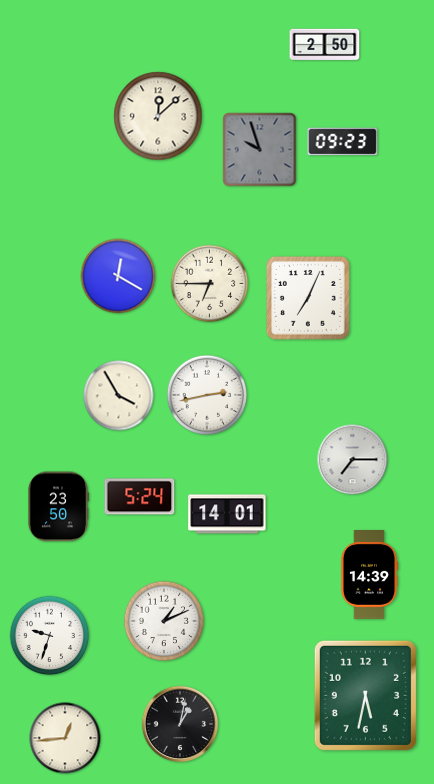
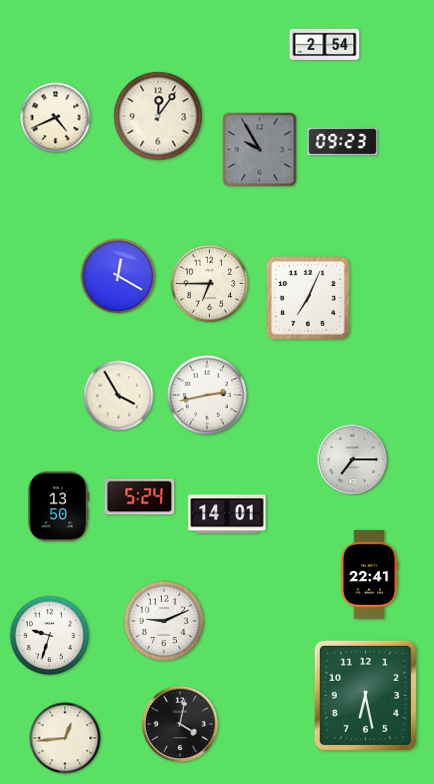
clock at (325, 45): 2:50 -> 2:54
clock at (158, 116): 12:08 -> 12:06
clock at (56, 118): none -> 4:41
clock at (260, 150): 9:57 -> 9:55
clock at (58, 507): 23:50 -> 13:50
clock at (369, 575): 14:39 -> 22:41
clock at (164, 621): 1:11 -> 9:11
clock at (365, 695): 5:32 -> 6:28
clock at (180, 724): 1:02 -> 4:02
